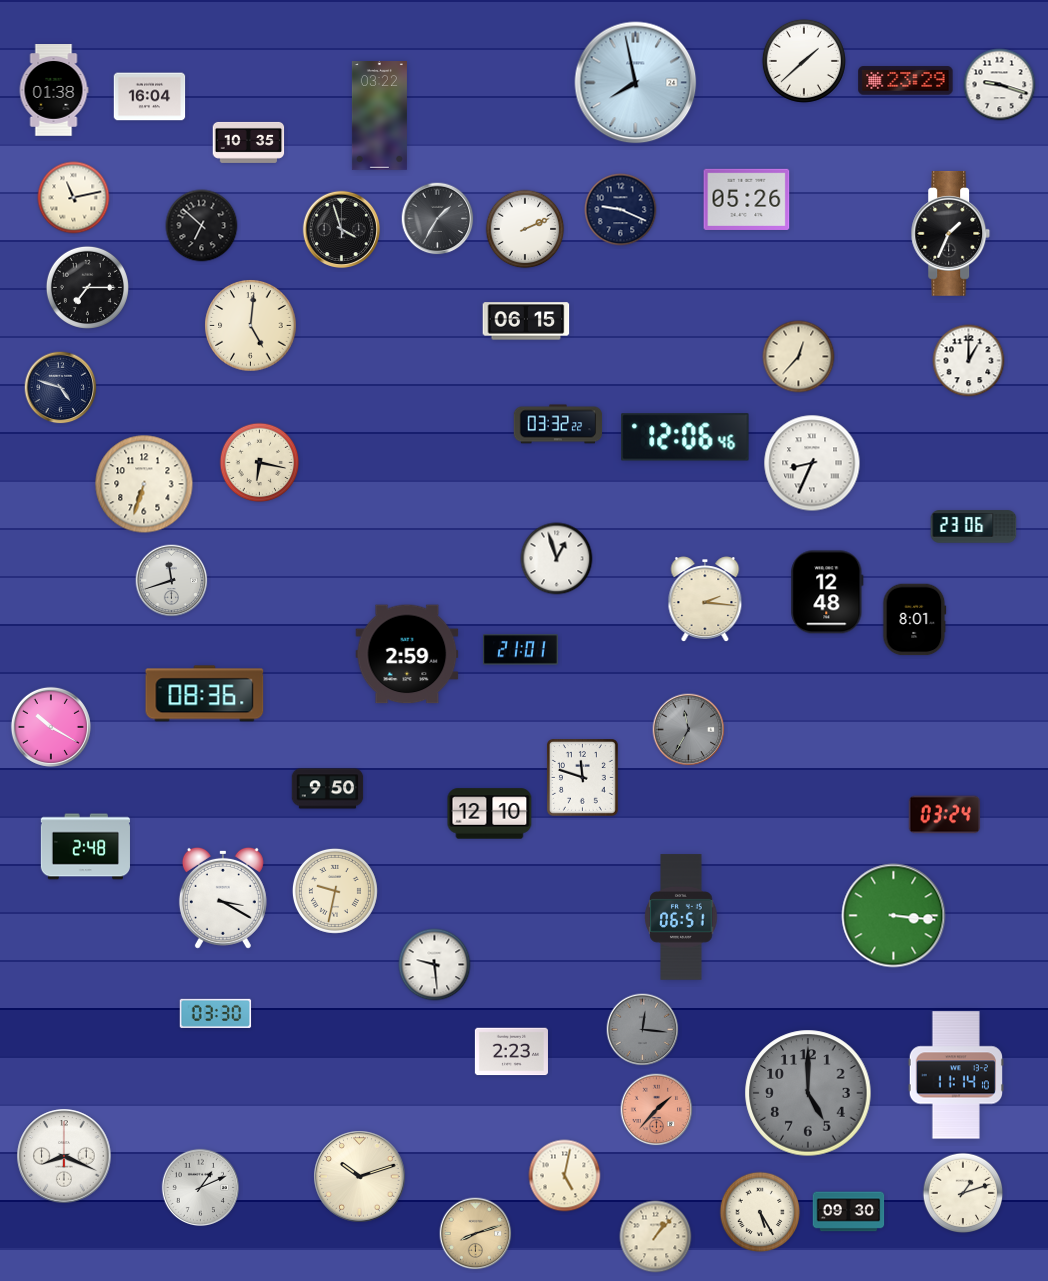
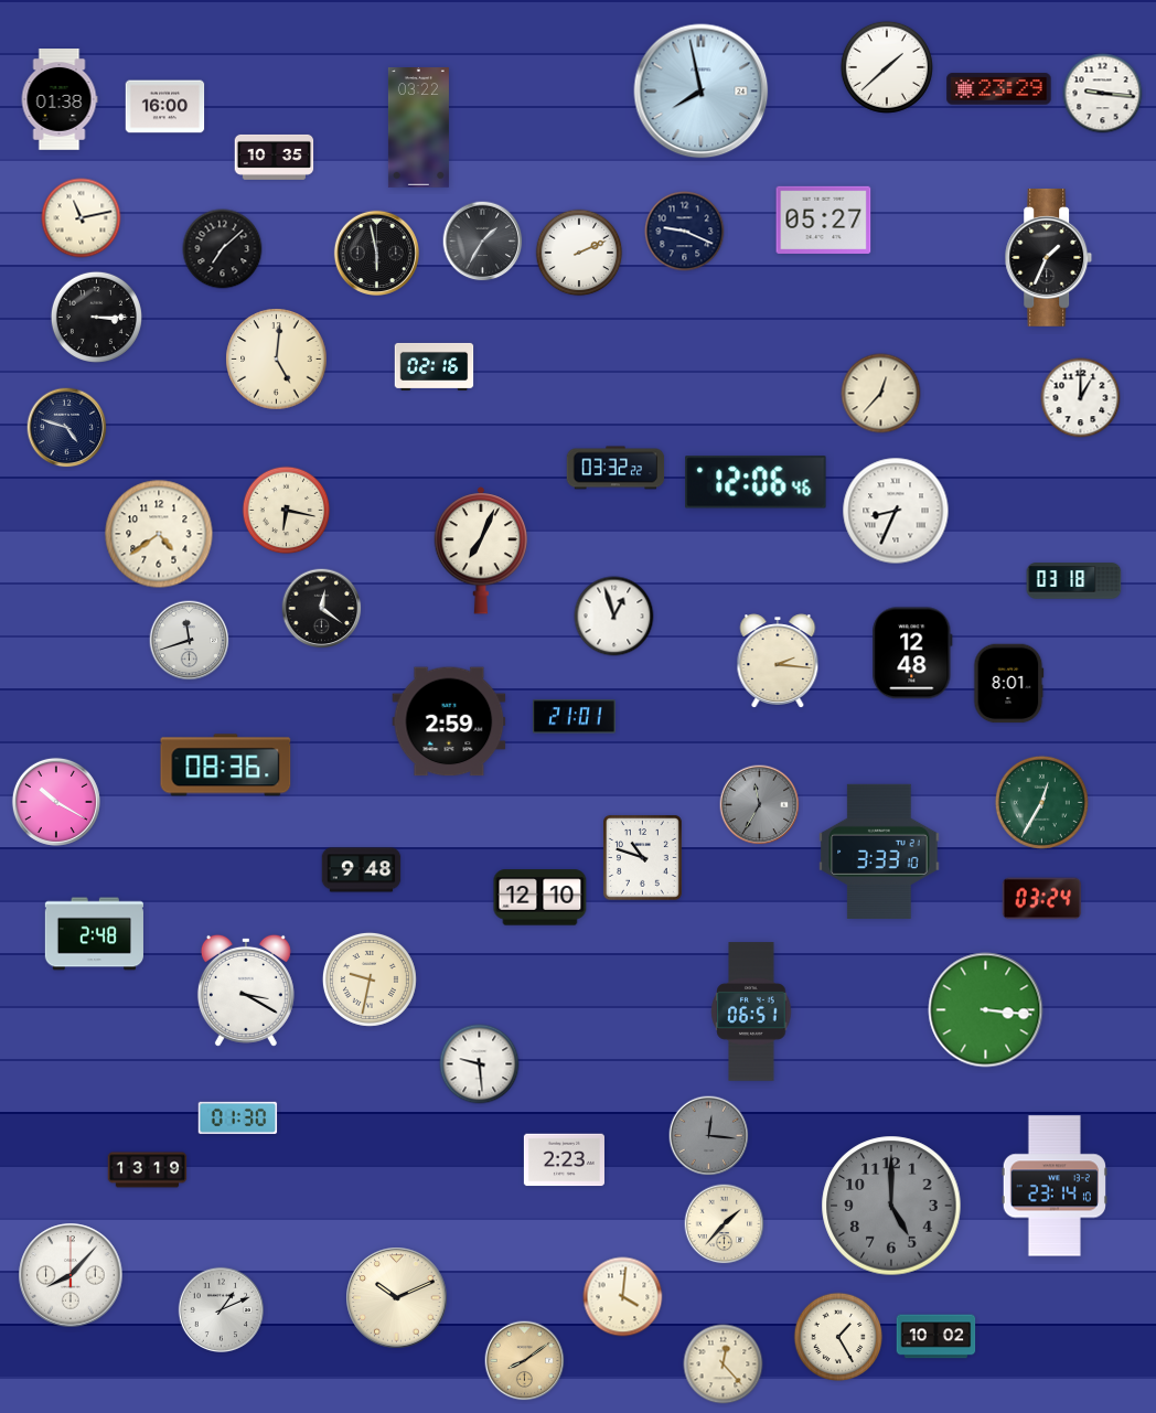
clock at (1000, 85): 9:18 -> 9:16
clock at (150, 97): 16:04 -> 16:00
clock at (747, 199): 05:26 -> 05:27
clock at (202, 226): 6:52 -> 7:08
clock at (341, 229): 3:57 -> 5:58
clock at (87, 287): 7:15 -> 3:15
clock at (526, 321): 06:15 -> none
clock at (435, 366): none -> 02:16
clock at (969, 361) position: (969, 361) -> (1081, 398)
clock at (144, 484): 6:33 -> 4:39
clock at (481, 550): none -> 7:04
clock at (974, 527): 23:06 -> 03:18
clock at (322, 609): none -> 12:21
clock at (1041, 802): none -> 12:35
clock at (879, 852): none -> 3:33
clock at (582, 778): 11:48 -> 10:48
clock at (328, 789): 9:50 -> 9:48
clock at (335, 891) position: (335, 891) -> (370, 980)
clock at (216, 1013): 03:30 -> 01:30
clock at (148, 1170): none -> 13:19
clock at (956, 1075): 11:14 -> 23:14
clock at (657, 1110) dial: salmon -> cream
clock at (64, 1156): 8:19 -> 8:07
clock at (565, 1176): 5:02 -> 4:01
clock at (360, 1177): 10:12 -> 10:11
clock at (963, 1193): 1:12 -> none
clock at (760, 1212): 5:25 -> 1:25
clock at (849, 1212): 09:30 -> 10:02
clock at (476, 1234): 8:12 -> 8:09
clock at (656, 1237): 1:07 -> 12:23
